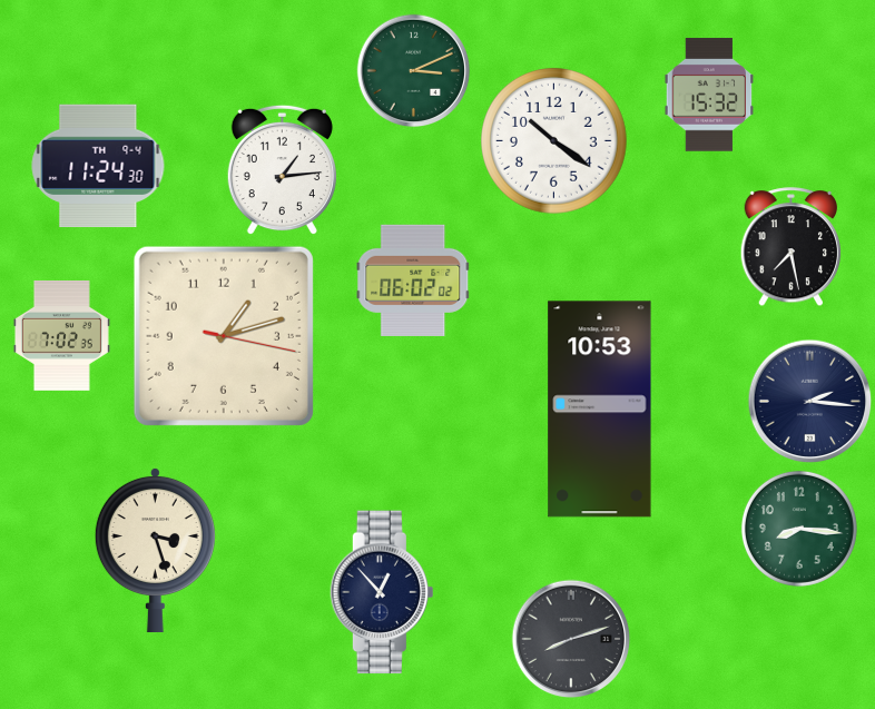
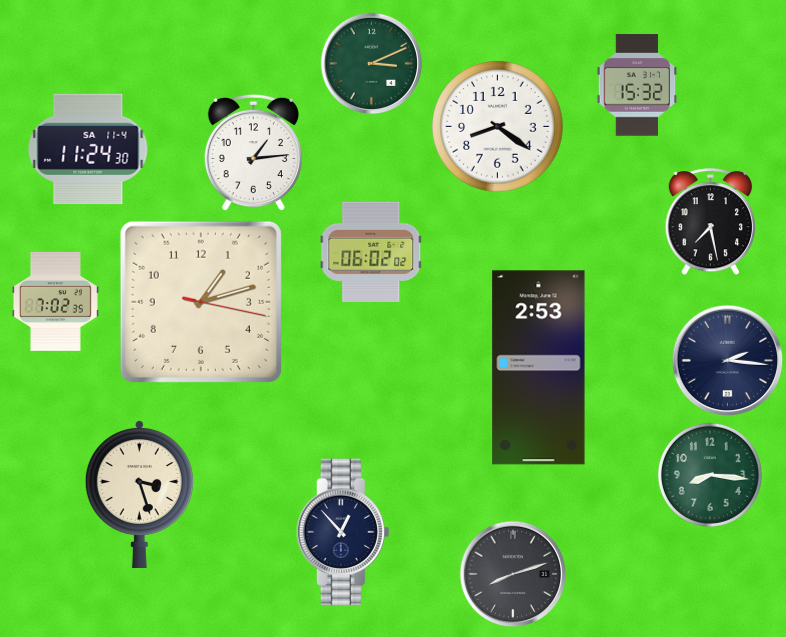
clock at (554, 141): 10:21 -> 8:21
clock at (98, 166) date: TH 9-4 -> SA 11-4
clock at (600, 410): 10:53 -> 2:53
clock at (799, 529) position: (799, 529) -> (710, 475)
